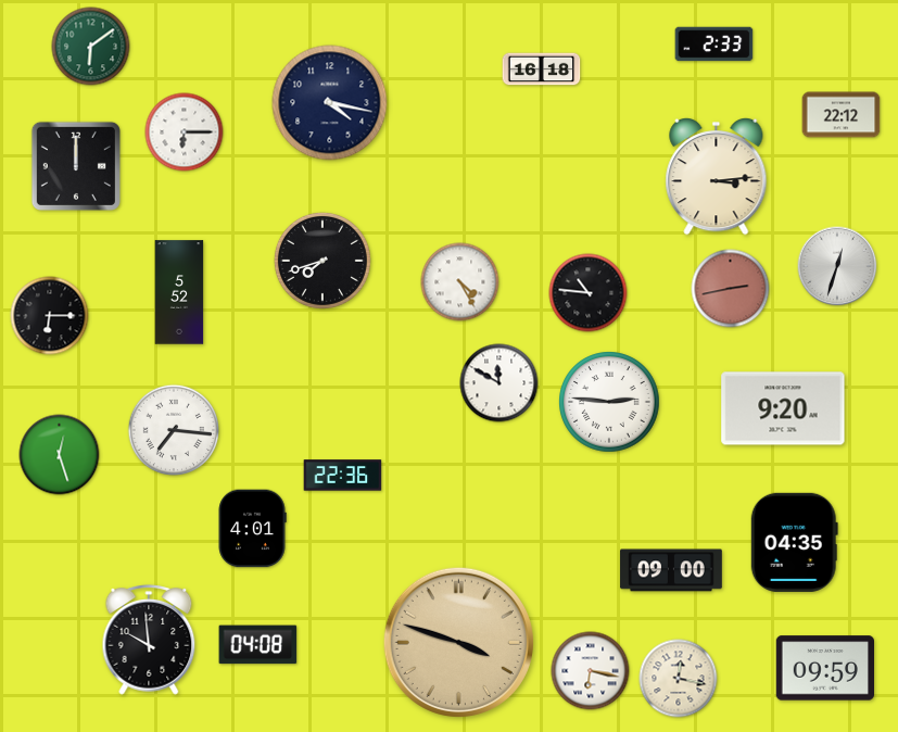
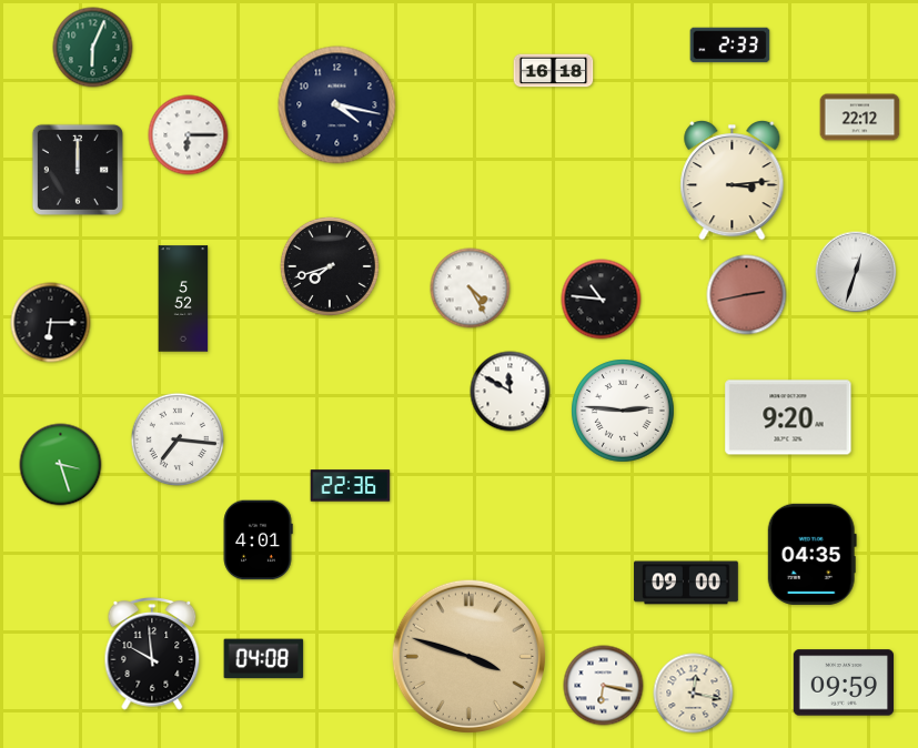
clock at (91, 47): 6:09 -> 6:04
clock at (783, 408) position: (783, 408) -> (788, 417)
clock at (60, 455): 12:27 -> 3:27
